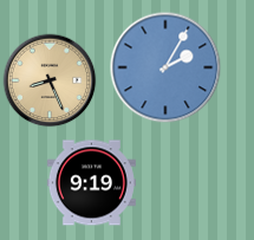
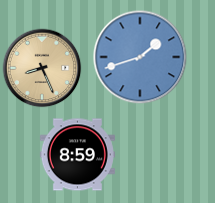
clock at (165, 67): 2:05 -> 1:42
clock at (91, 183): 9:19 -> 8:59
